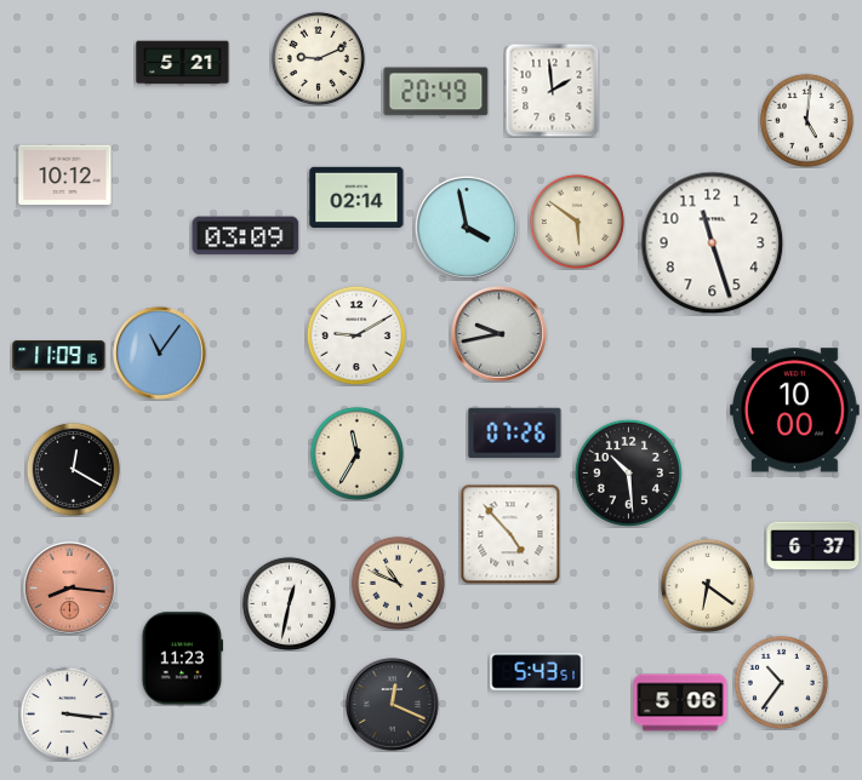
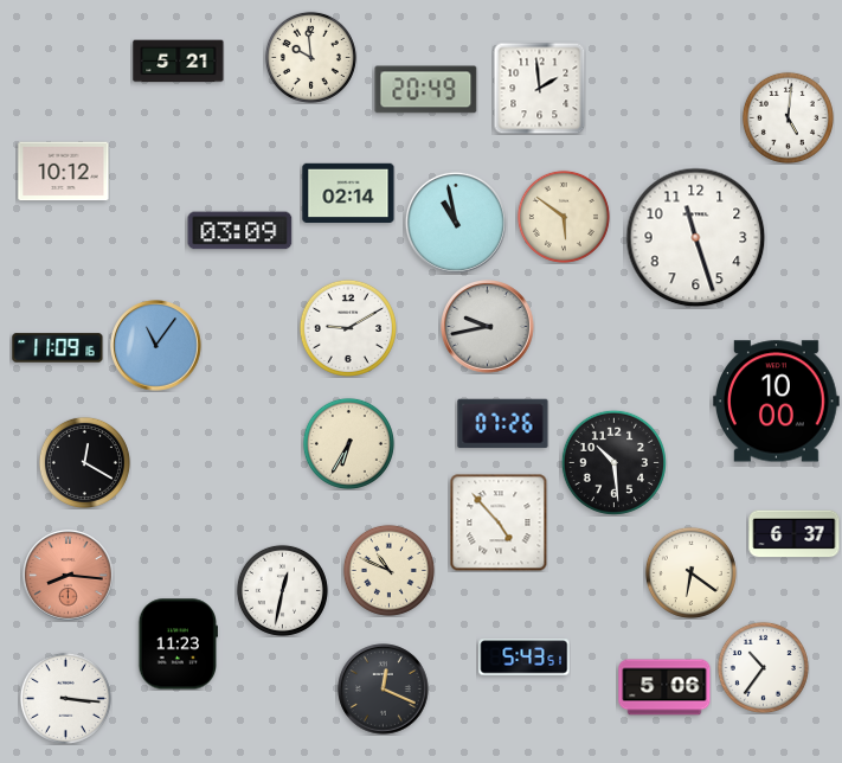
clock at (318, 58): 9:11 -> 9:59
clock at (467, 228): 3:58 -> 10:58
clock at (356, 453): 11:35 -> 6:35
clock at (73, 469) position: (73, 469) -> (84, 462)
